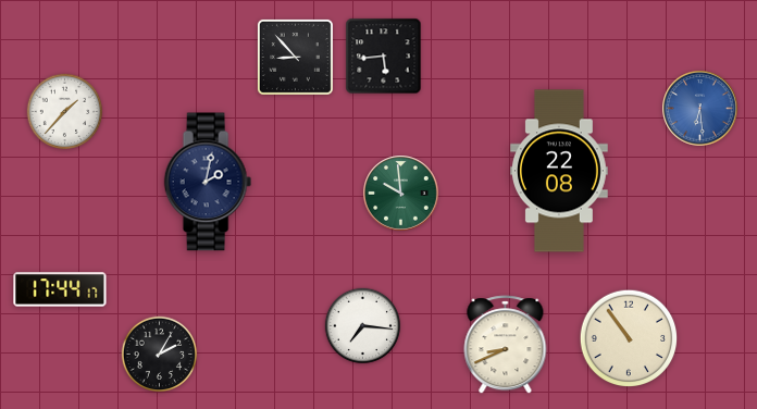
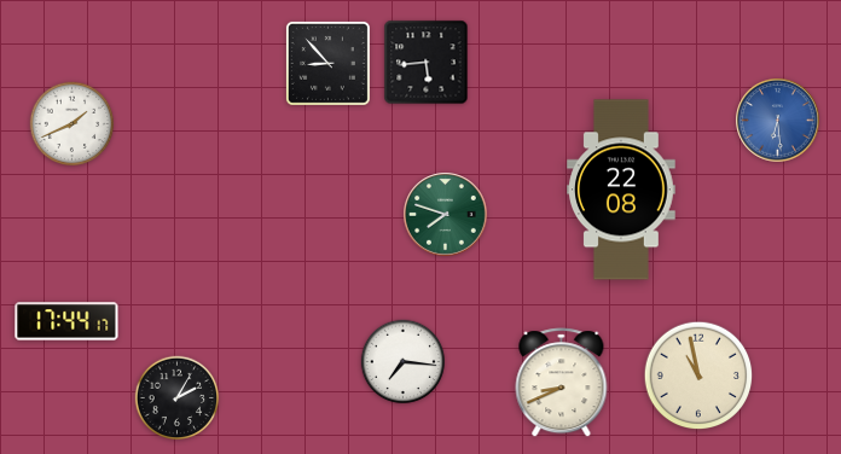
clock at (65, 112): 1:37 -> 1:41
clock at (208, 182): 2:02 -> none
clock at (401, 194): 9:59 -> 7:48
clock at (629, 338): 10:54 -> 10:58
clock at (160, 355) position: (160, 355) -> (178, 398)
